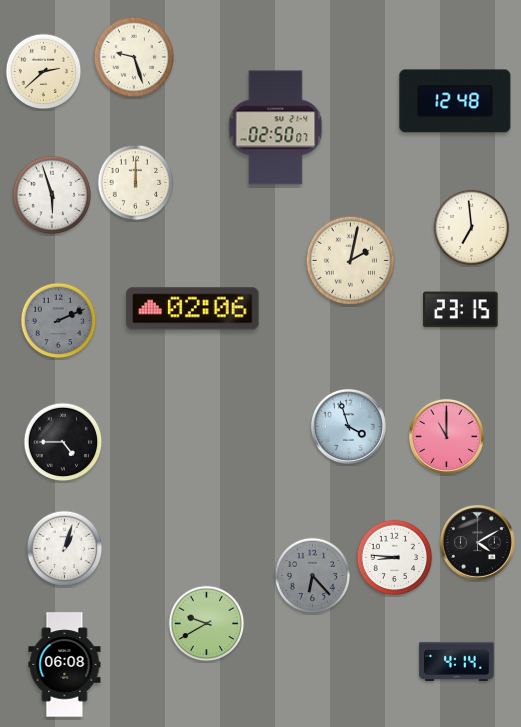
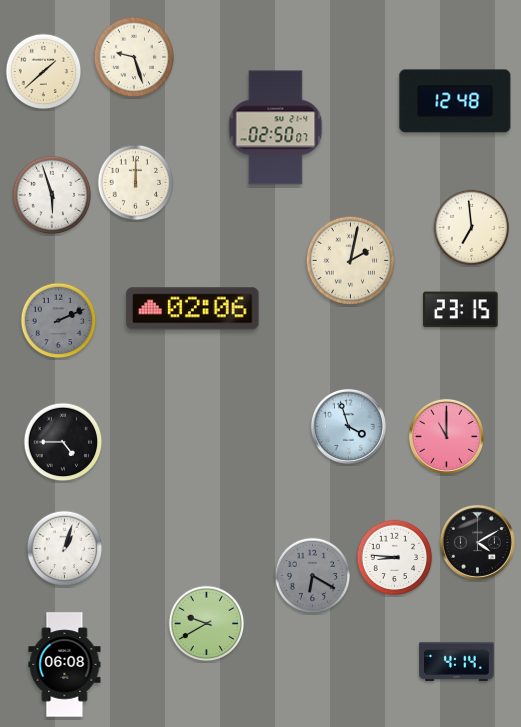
clock at (44, 72): 2:38 -> 1:38
clock at (313, 576): 6:23 -> 6:20
